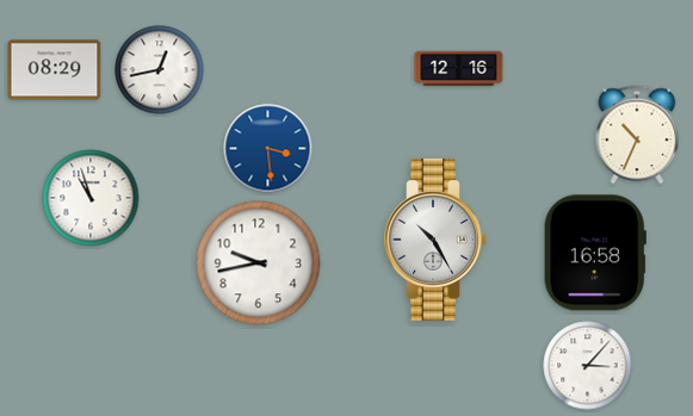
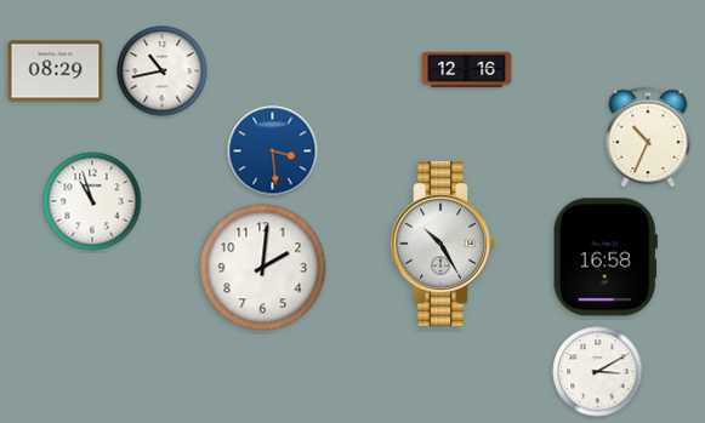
clock at (160, 70): 12:43 -> 10:43
clock at (259, 263): 9:43 -> 2:01
clock at (588, 366): 3:07 -> 3:10
